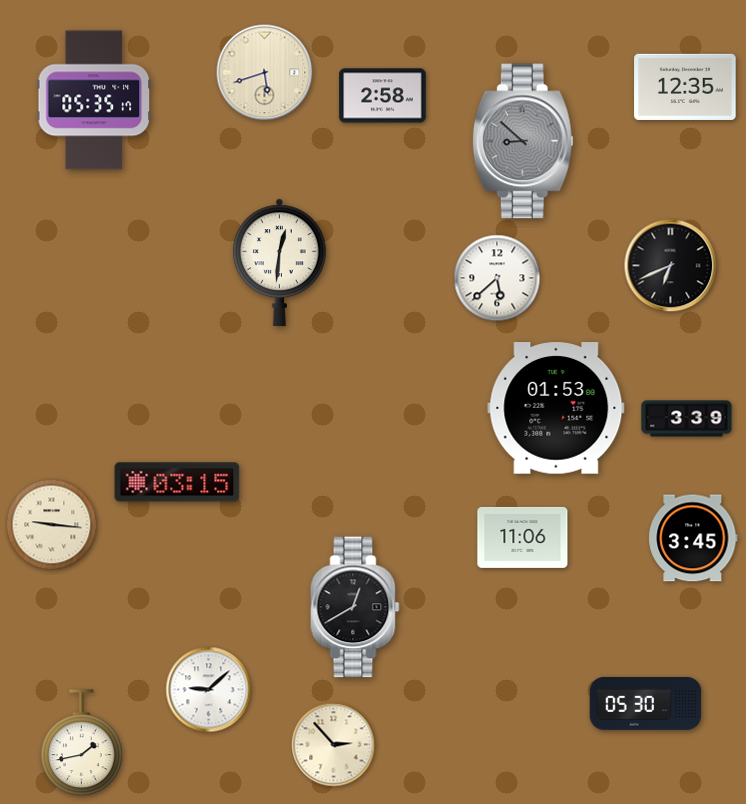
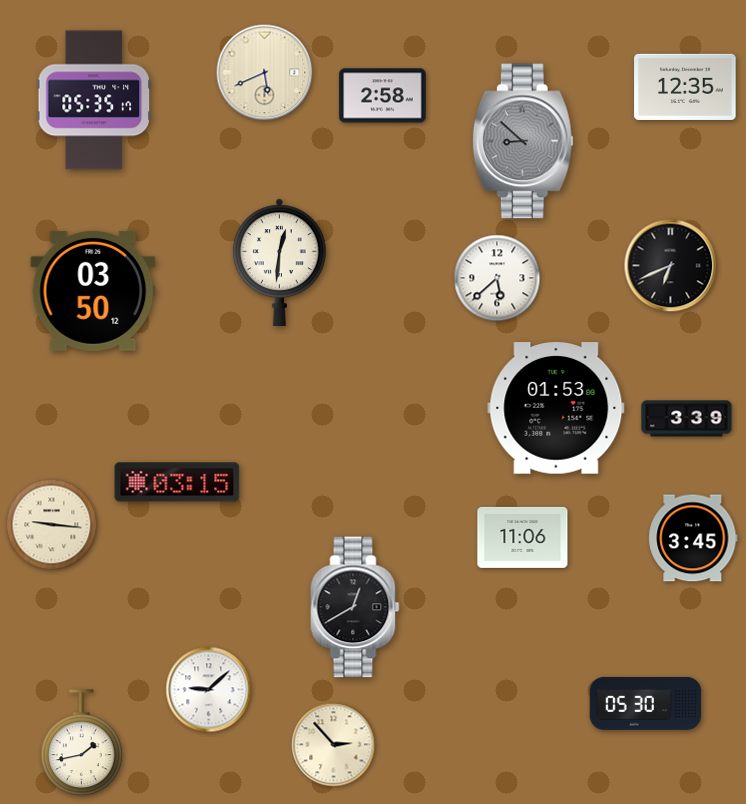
clock at (265, 73): 5:42 -> 5:41
clock at (93, 291): none -> 03:50
